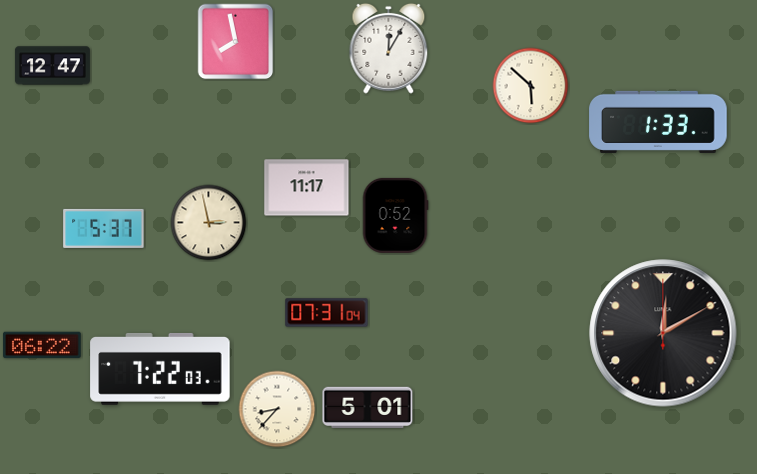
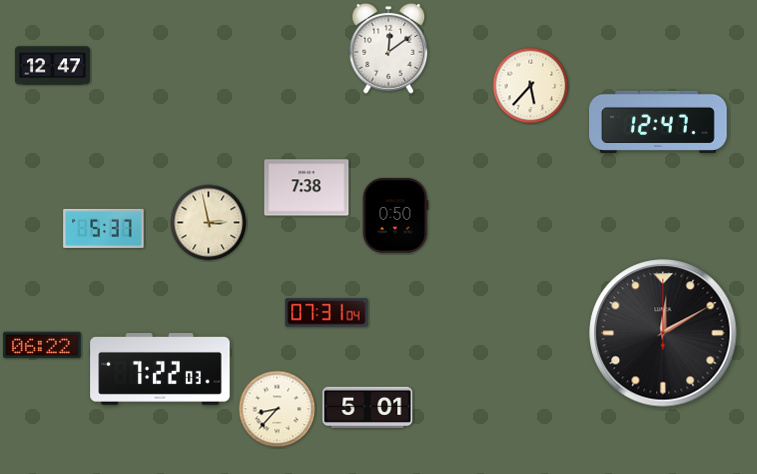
clock at (236, 42): 7:58 -> none
clock at (389, 48): 12:05 -> 12:09
clock at (531, 86): 5:52 -> 5:37
clock at (658, 122): 1:33 -> 12:47
clock at (307, 188): 11:17 -> 7:38
clock at (395, 215): 0:52 -> 0:50
